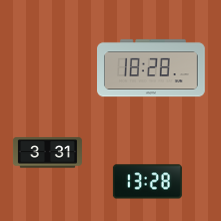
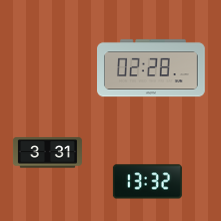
clock at (152, 68): 18:28 -> 02:28
clock at (147, 182): 13:28 -> 13:32
